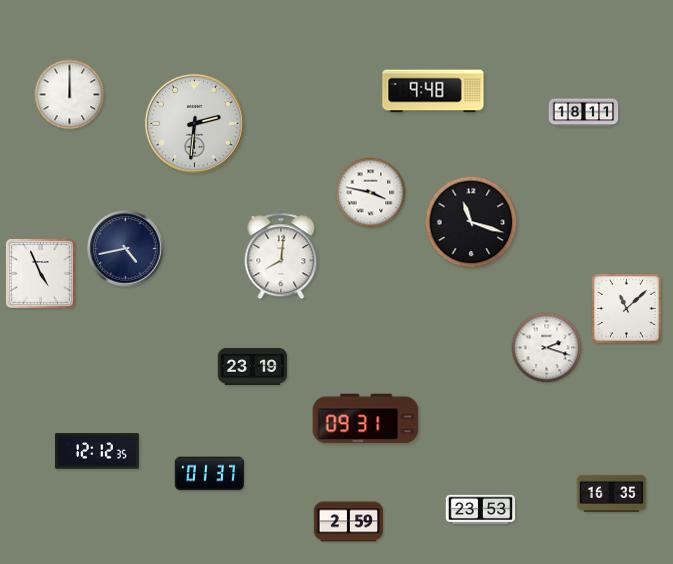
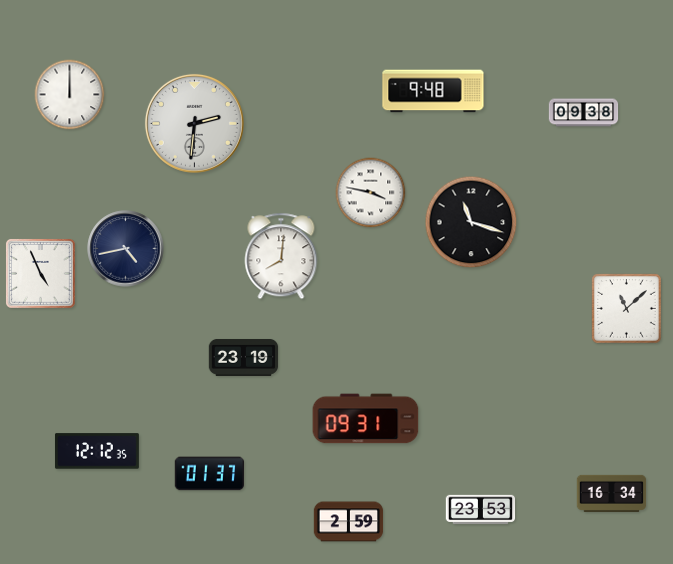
clock at (584, 113): 18:11 -> 09:38
clock at (547, 348): 2:18 -> none
clock at (253, 366) position: (253, 366) -> (244, 357)
clock at (612, 493): 16:35 -> 16:34
